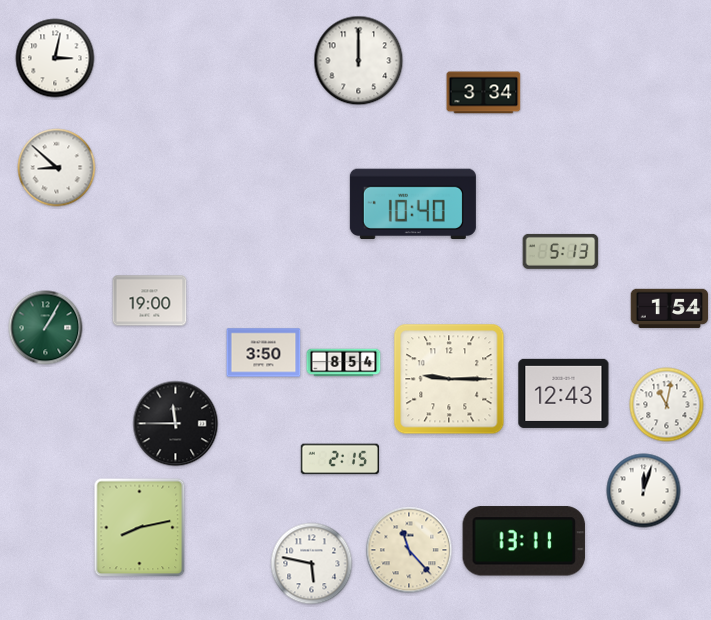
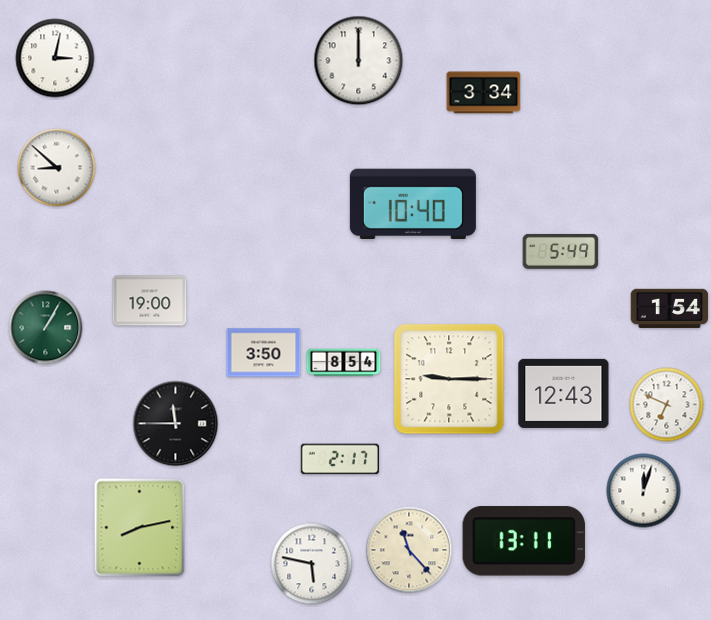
clock at (561, 251): 5:13 -> 5:49
clock at (667, 405): 11:02 -> 6:49
clock at (339, 459): 2:15 -> 2:17
